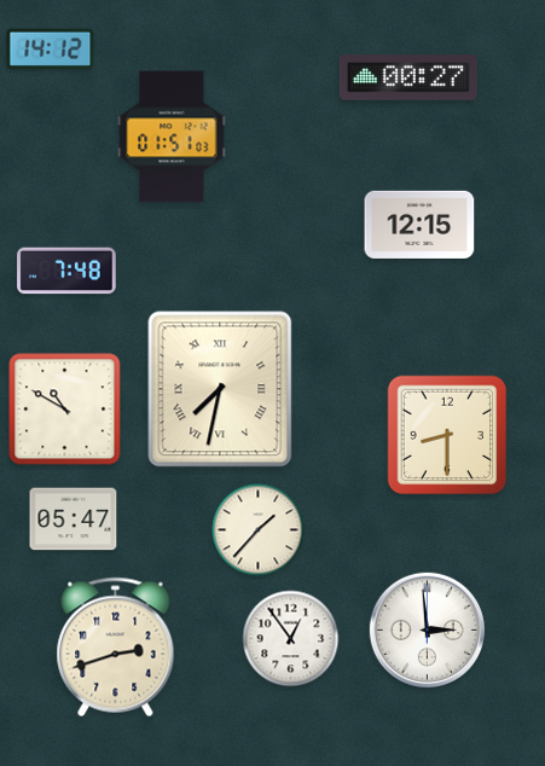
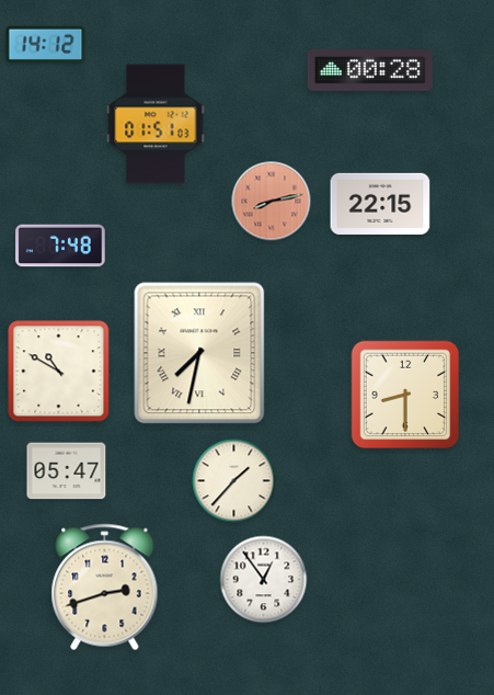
clock at (408, 79): 00:27 -> 00:28
clock at (272, 202): none -> 8:13
clock at (419, 225): 12:15 -> 22:15
clock at (427, 629): 2:59 -> none
